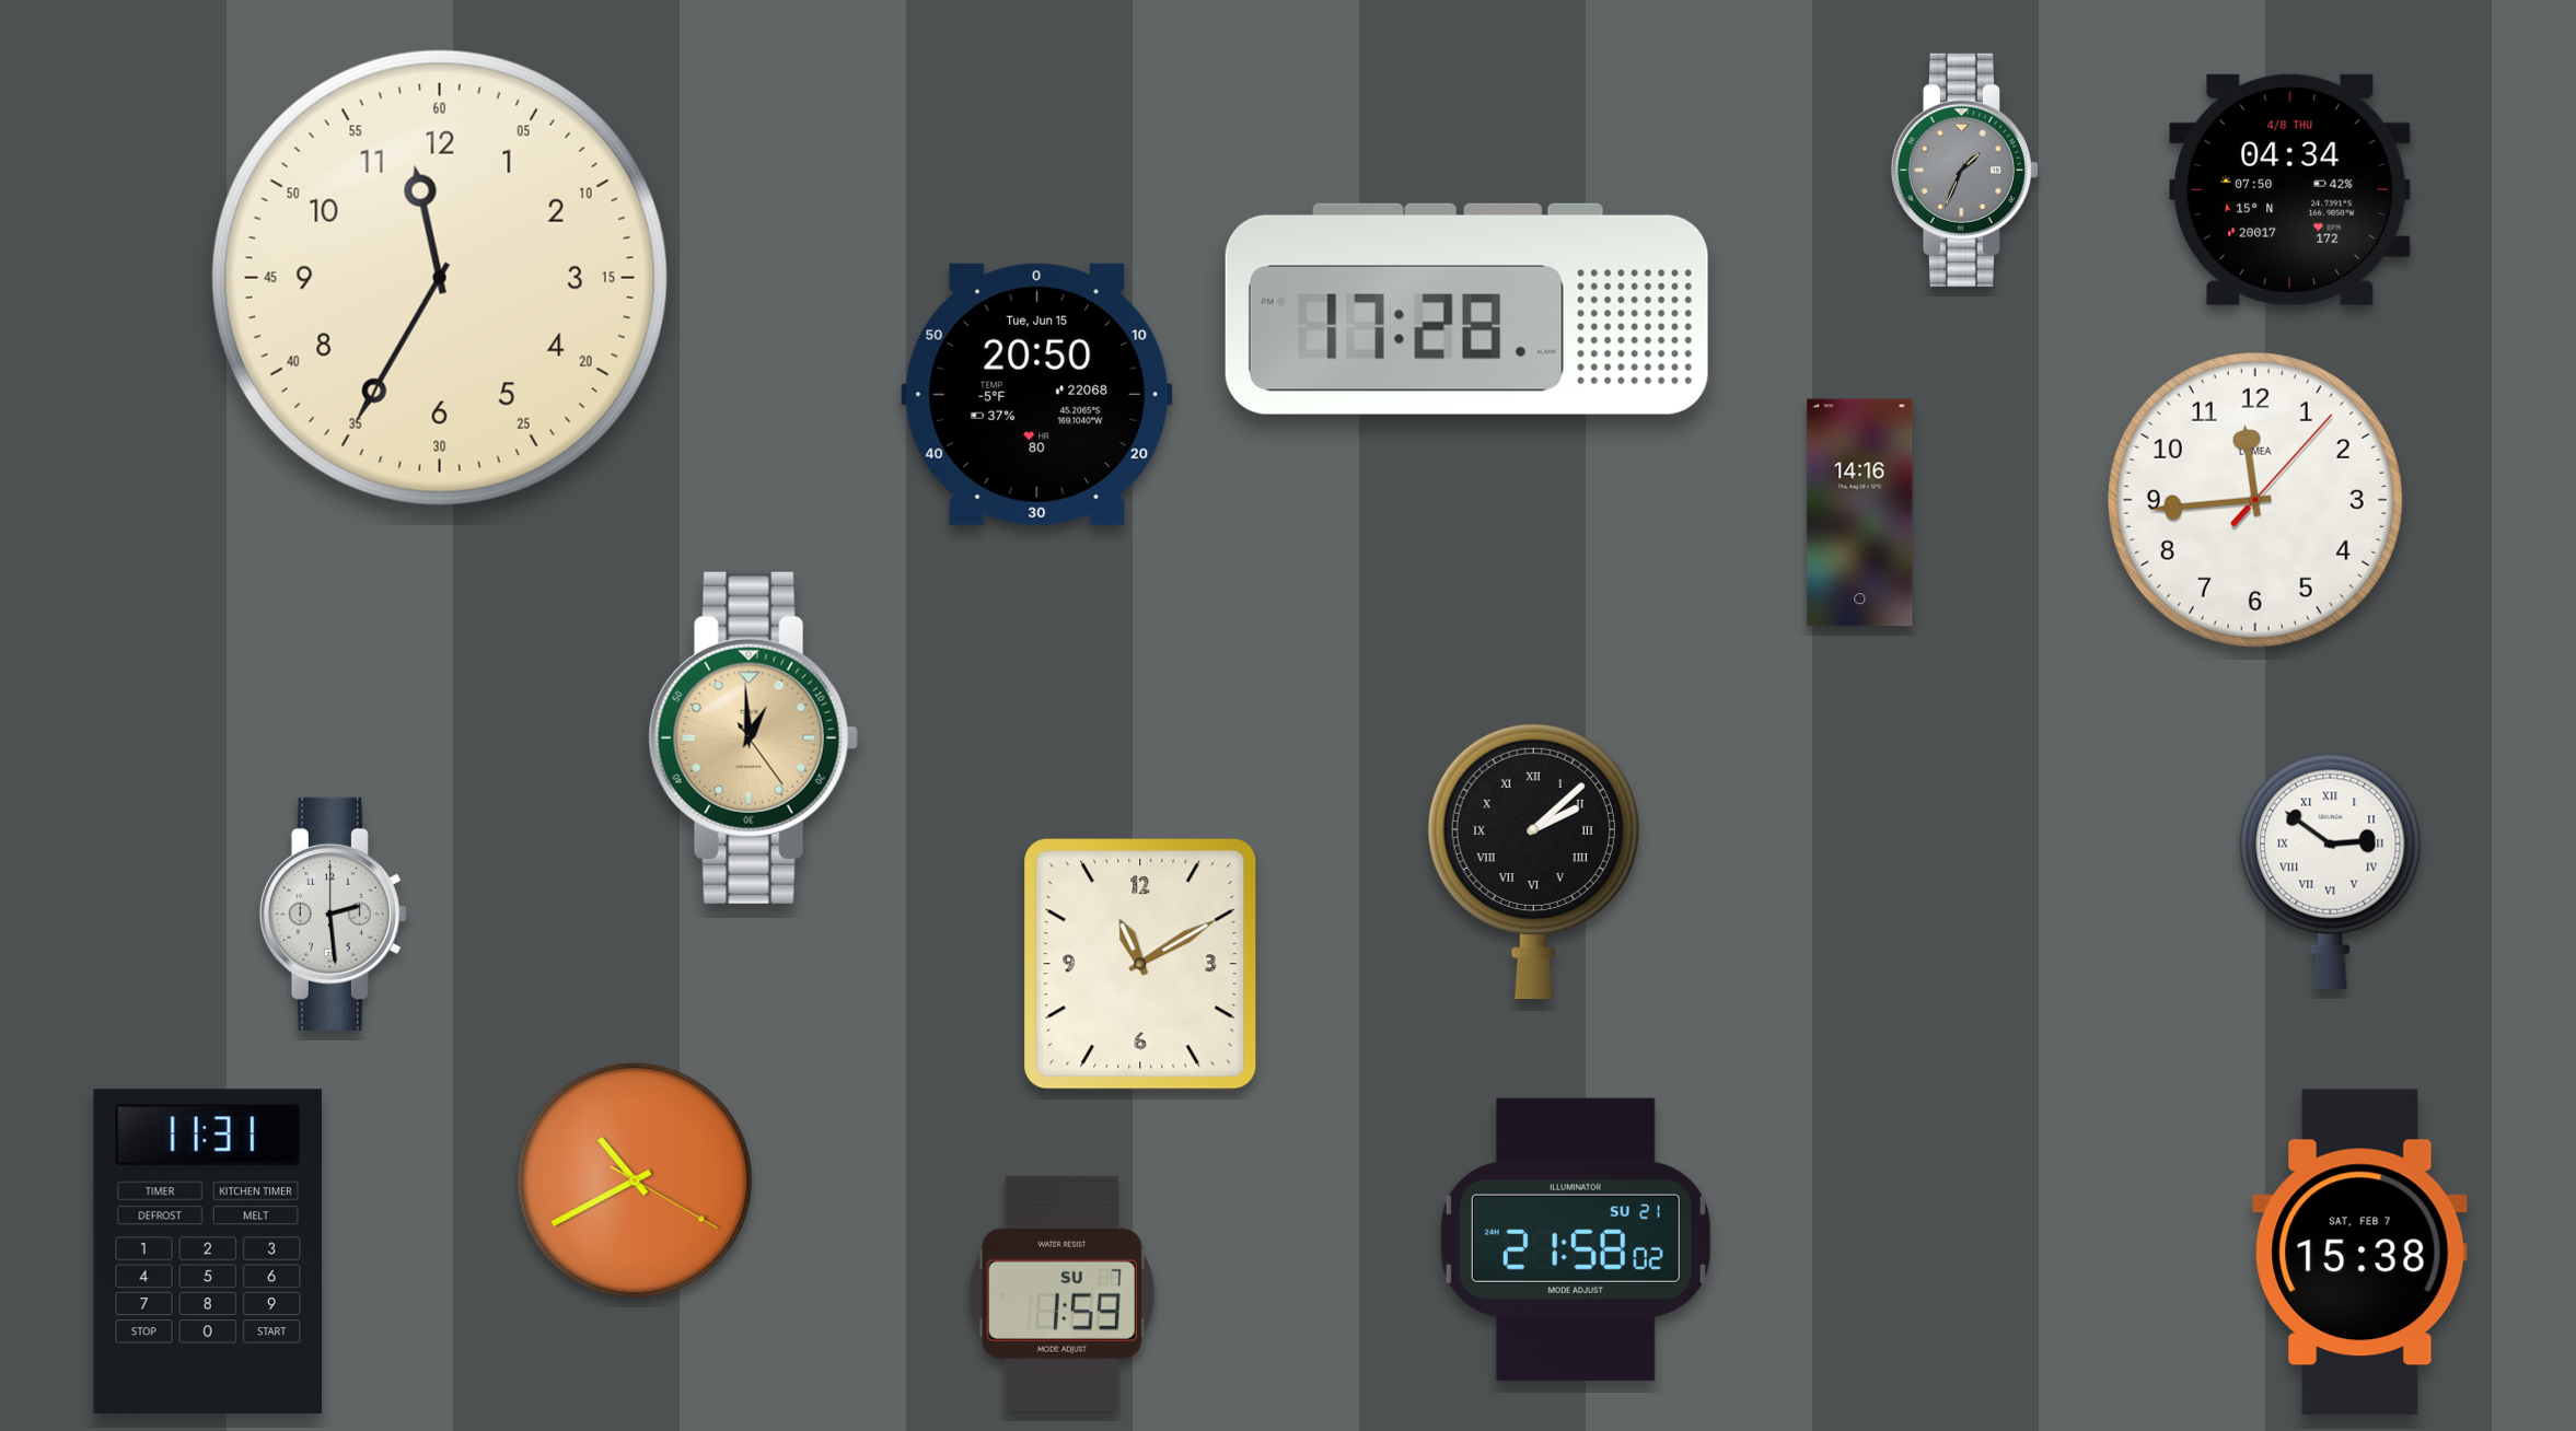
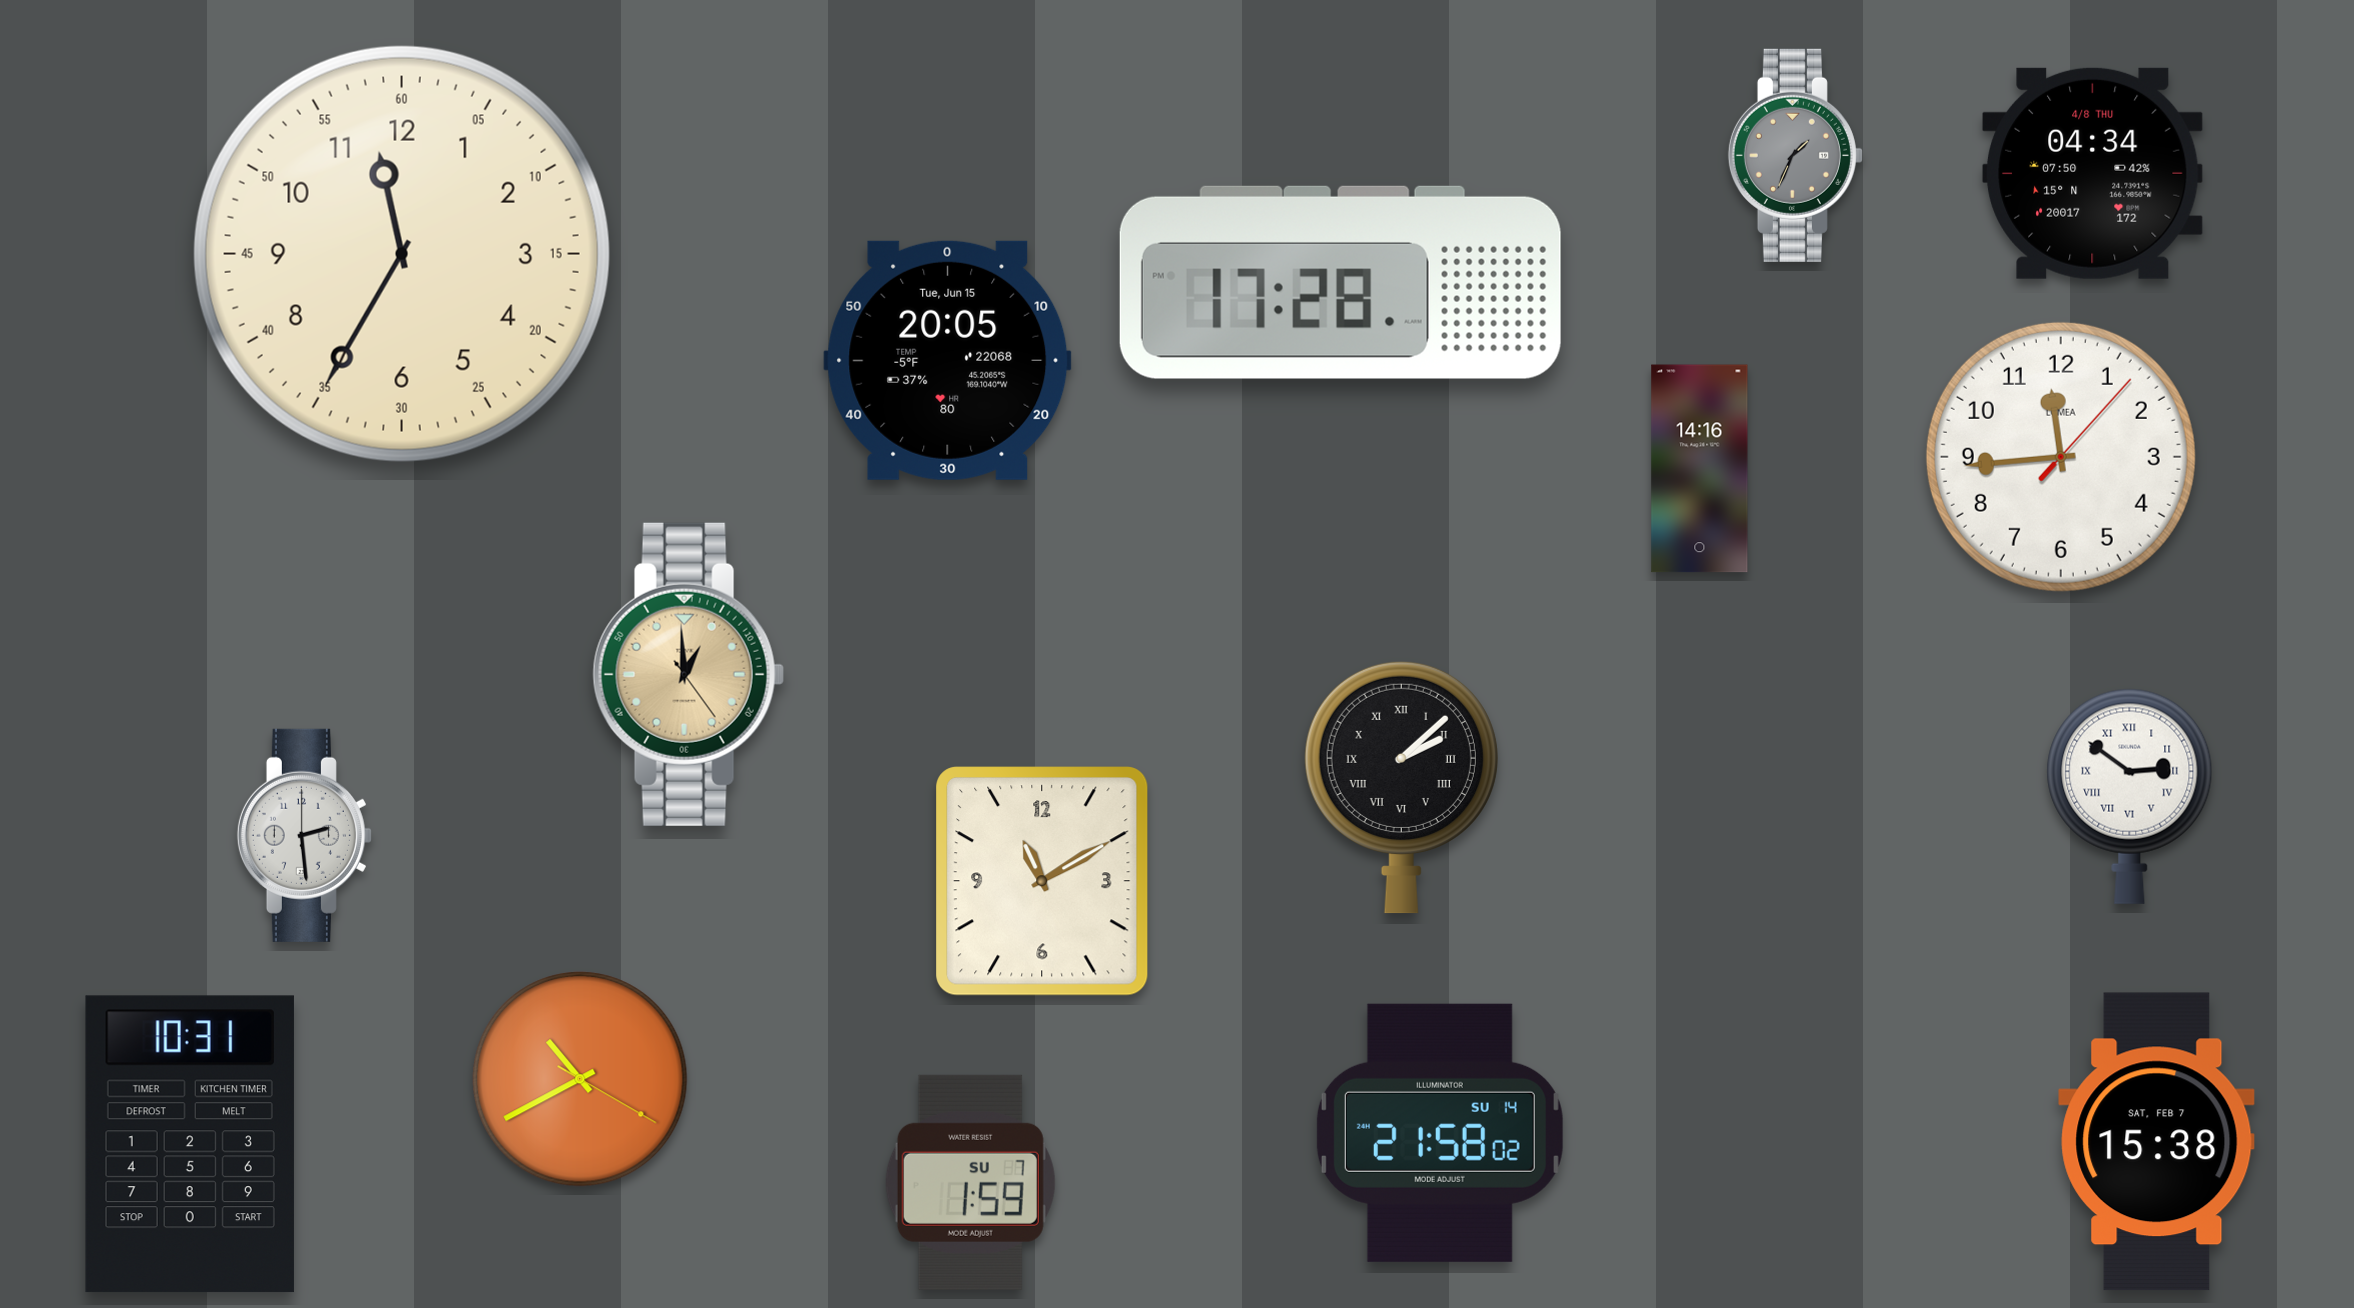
clock at (1037, 394): 20:50 -> 20:05
clock at (1576, 1240) date: SU 21 -> SU 14
clock at (208, 1252): 11:31 -> 10:31
clock at (2360, 1253) position: (2360, 1253) -> (2157, 1142)
